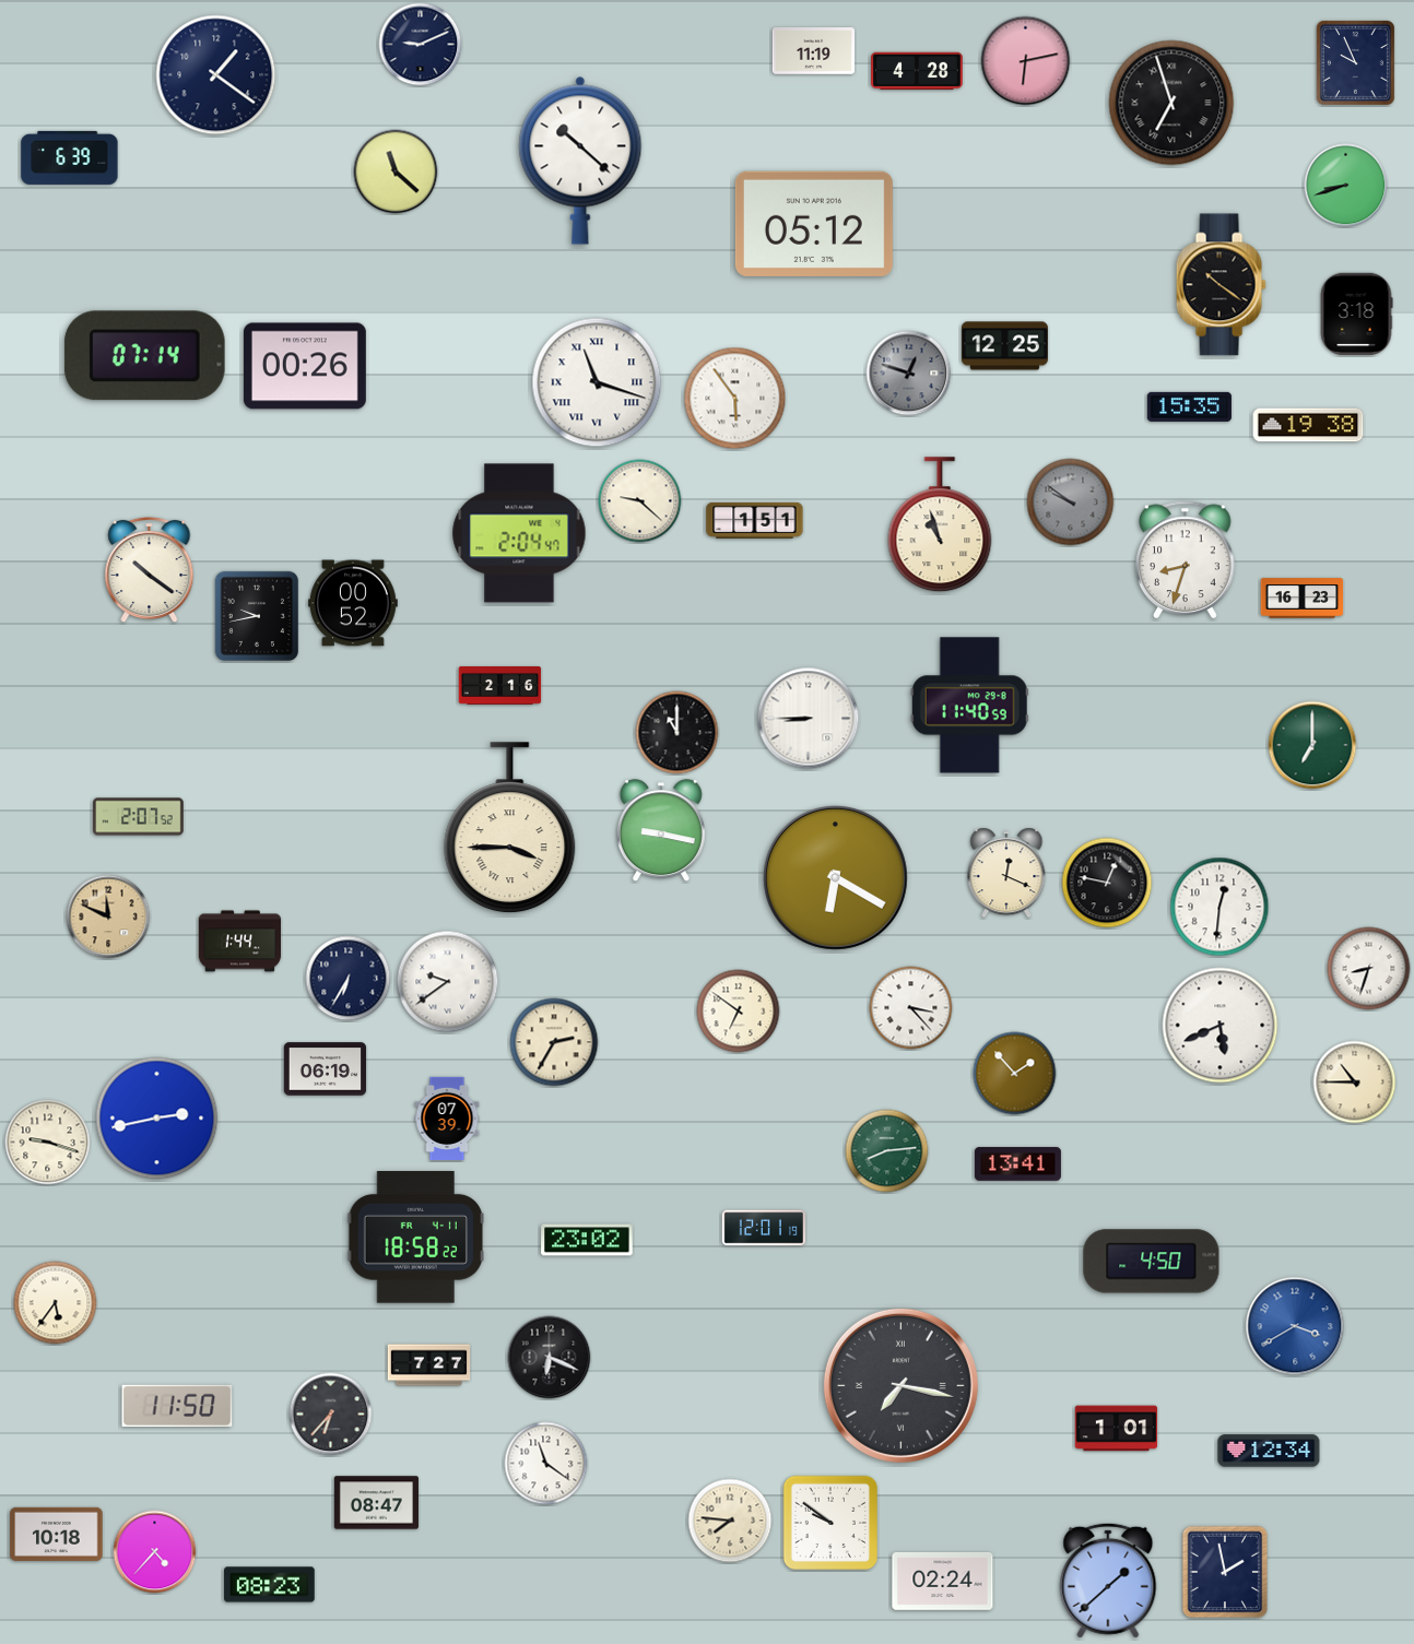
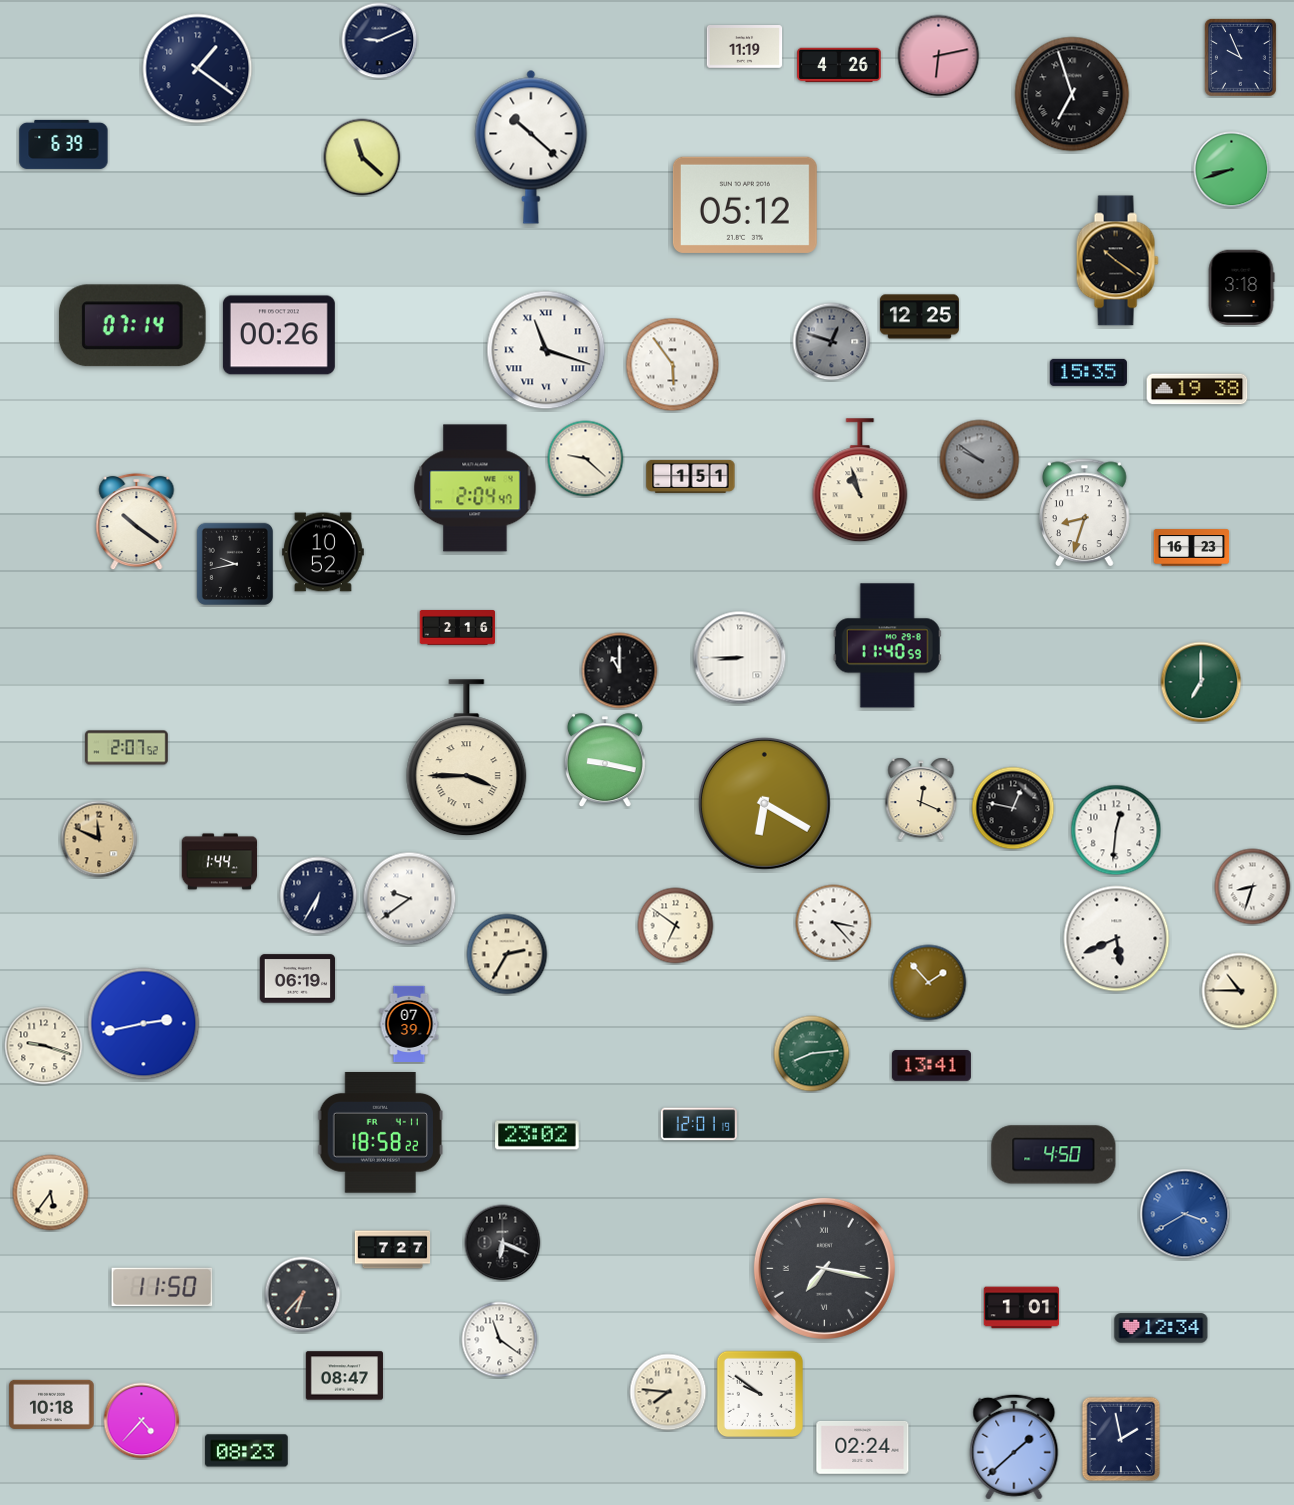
clock at (421, 45) position: (421, 45) -> (380, 41)
clock at (917, 71): 4:28 -> 4:26
clock at (354, 603): 00:52 -> 10:52
